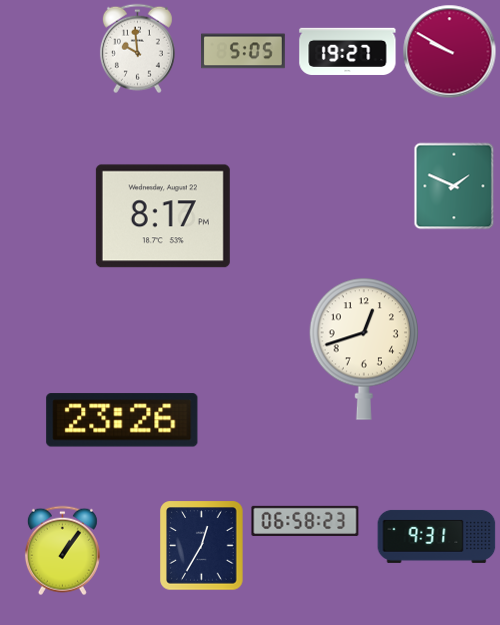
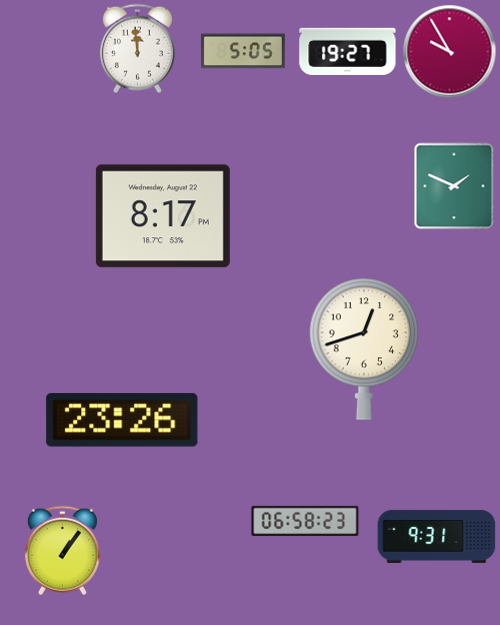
clock at (137, 48): 9:59 -> 11:59
clock at (449, 51): 9:50 -> 9:55
clock at (202, 546): 12:35 -> none
